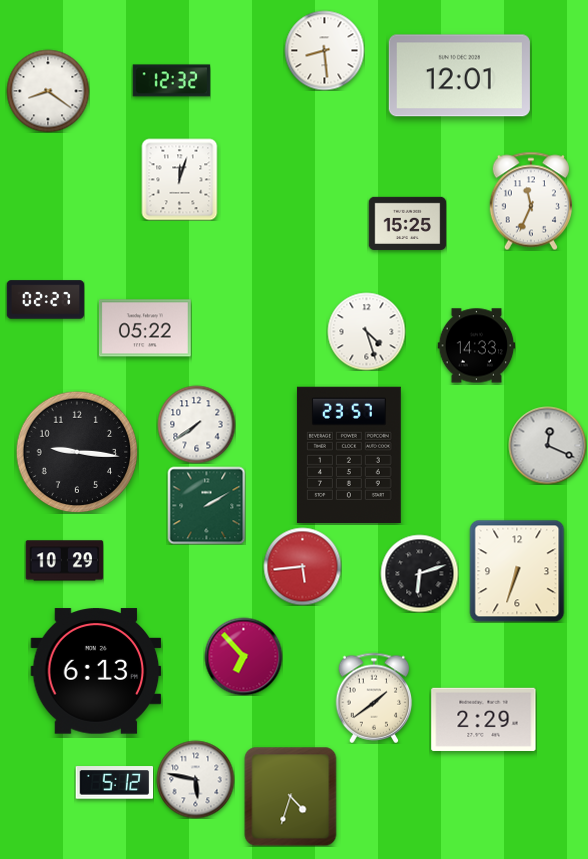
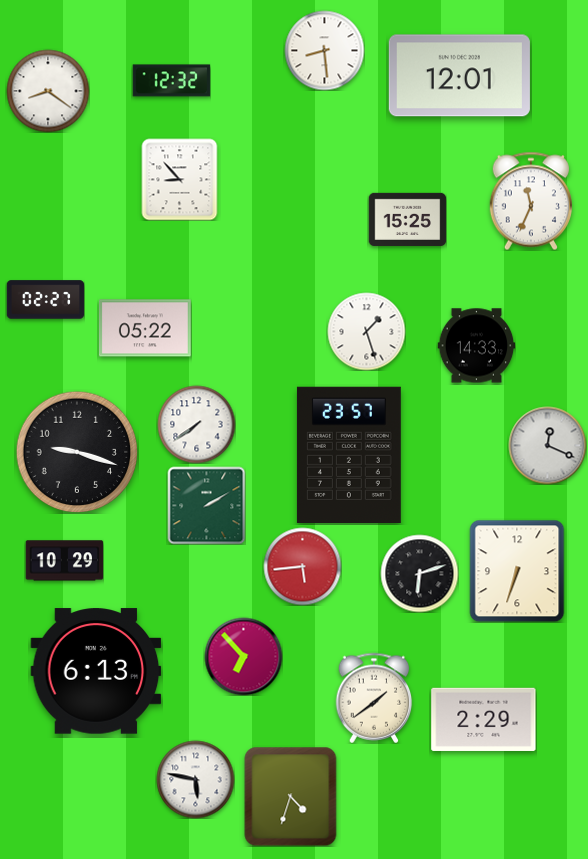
clock at (180, 179): 12:03 -> 8:53
clock at (407, 223) position: (407, 223) -> (407, 219)
clock at (366, 331): 4:27 -> 1:27
clock at (77, 452): 9:16 -> 9:18
clock at (114, 783): 5:12 -> none
